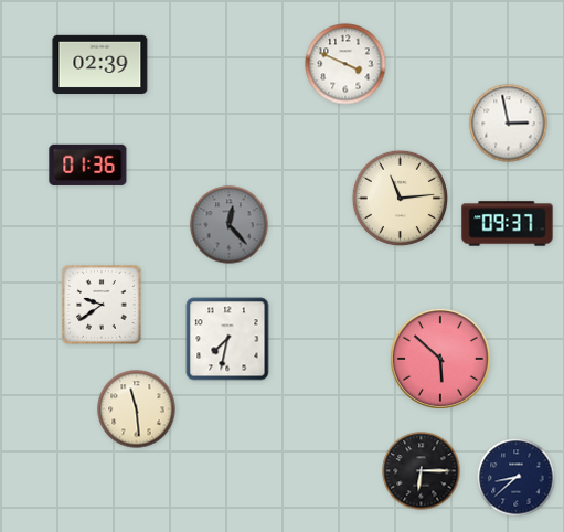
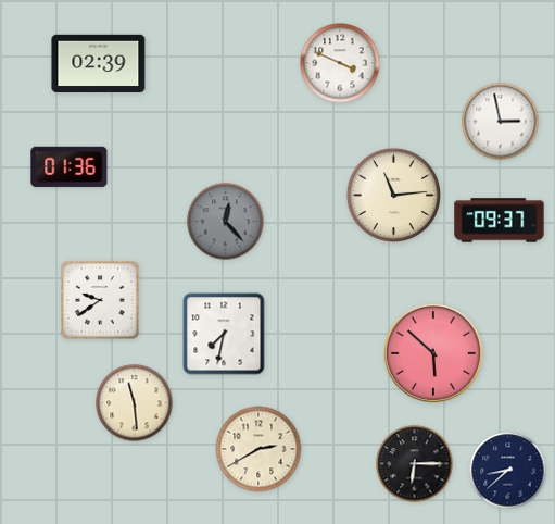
clock at (88, 164) position: (88, 164) -> (70, 166)
clock at (258, 449): none -> 2:40
